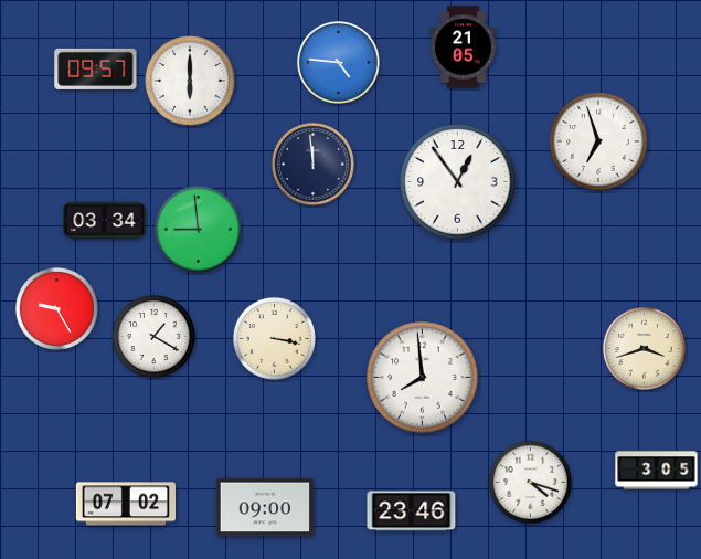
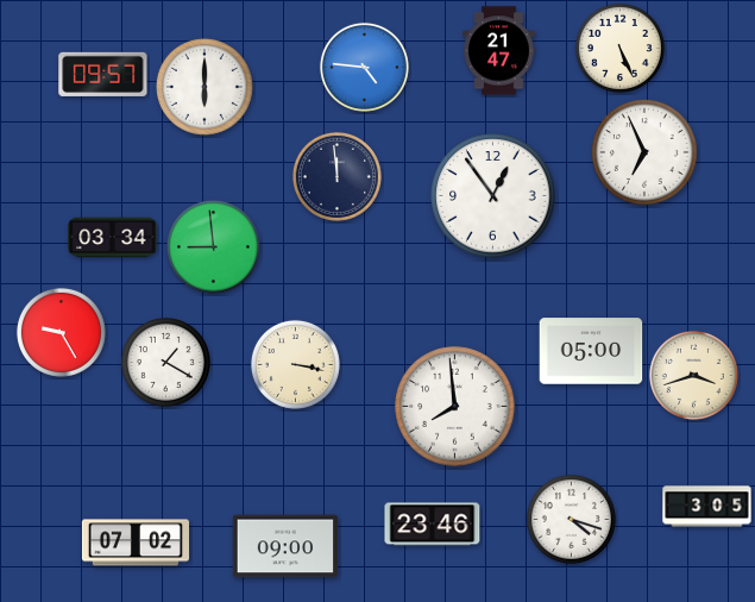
clock at (619, 48): none -> 5:26
clock at (464, 48): 21:05 -> 21:47
clock at (599, 143): 6:57 -> 6:56
clock at (591, 351): none -> 05:00
clock at (412, 511) position: (412, 511) -> (433, 525)
